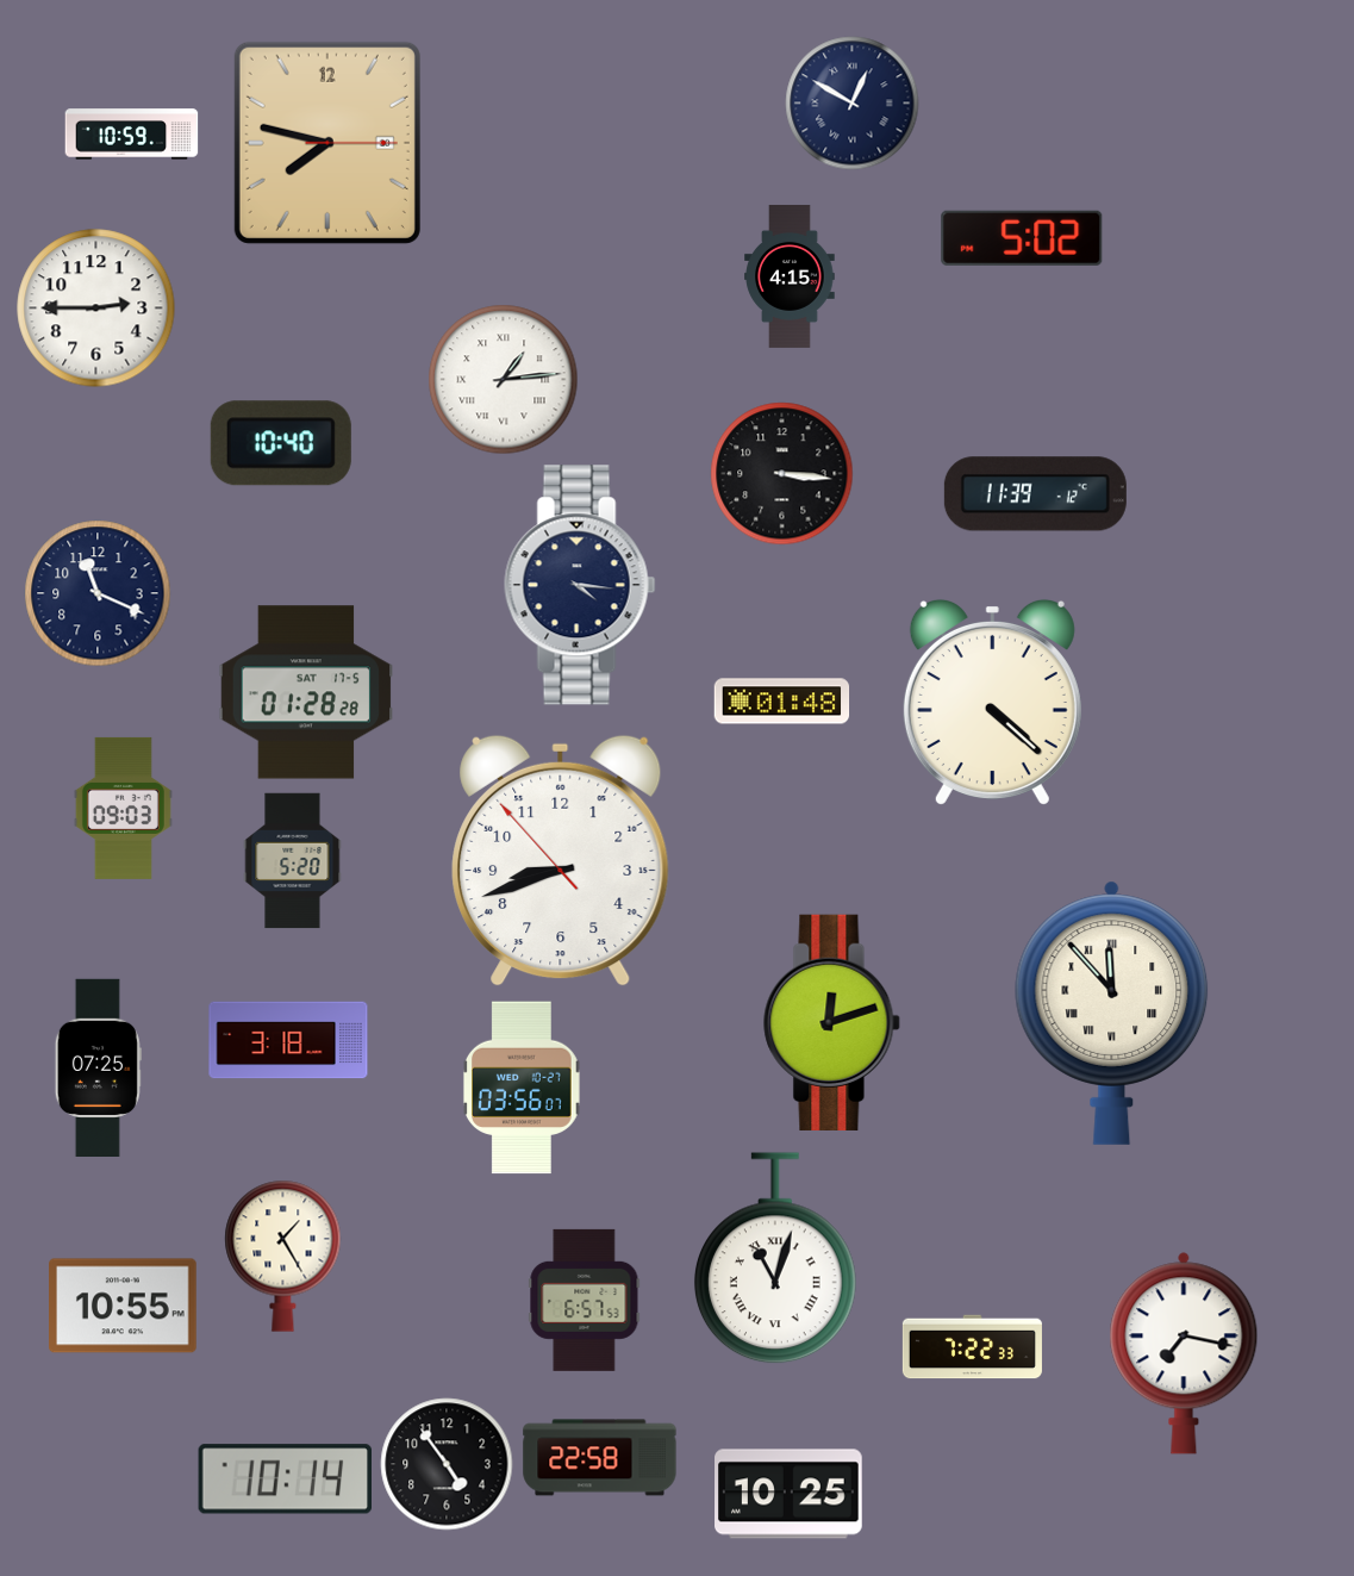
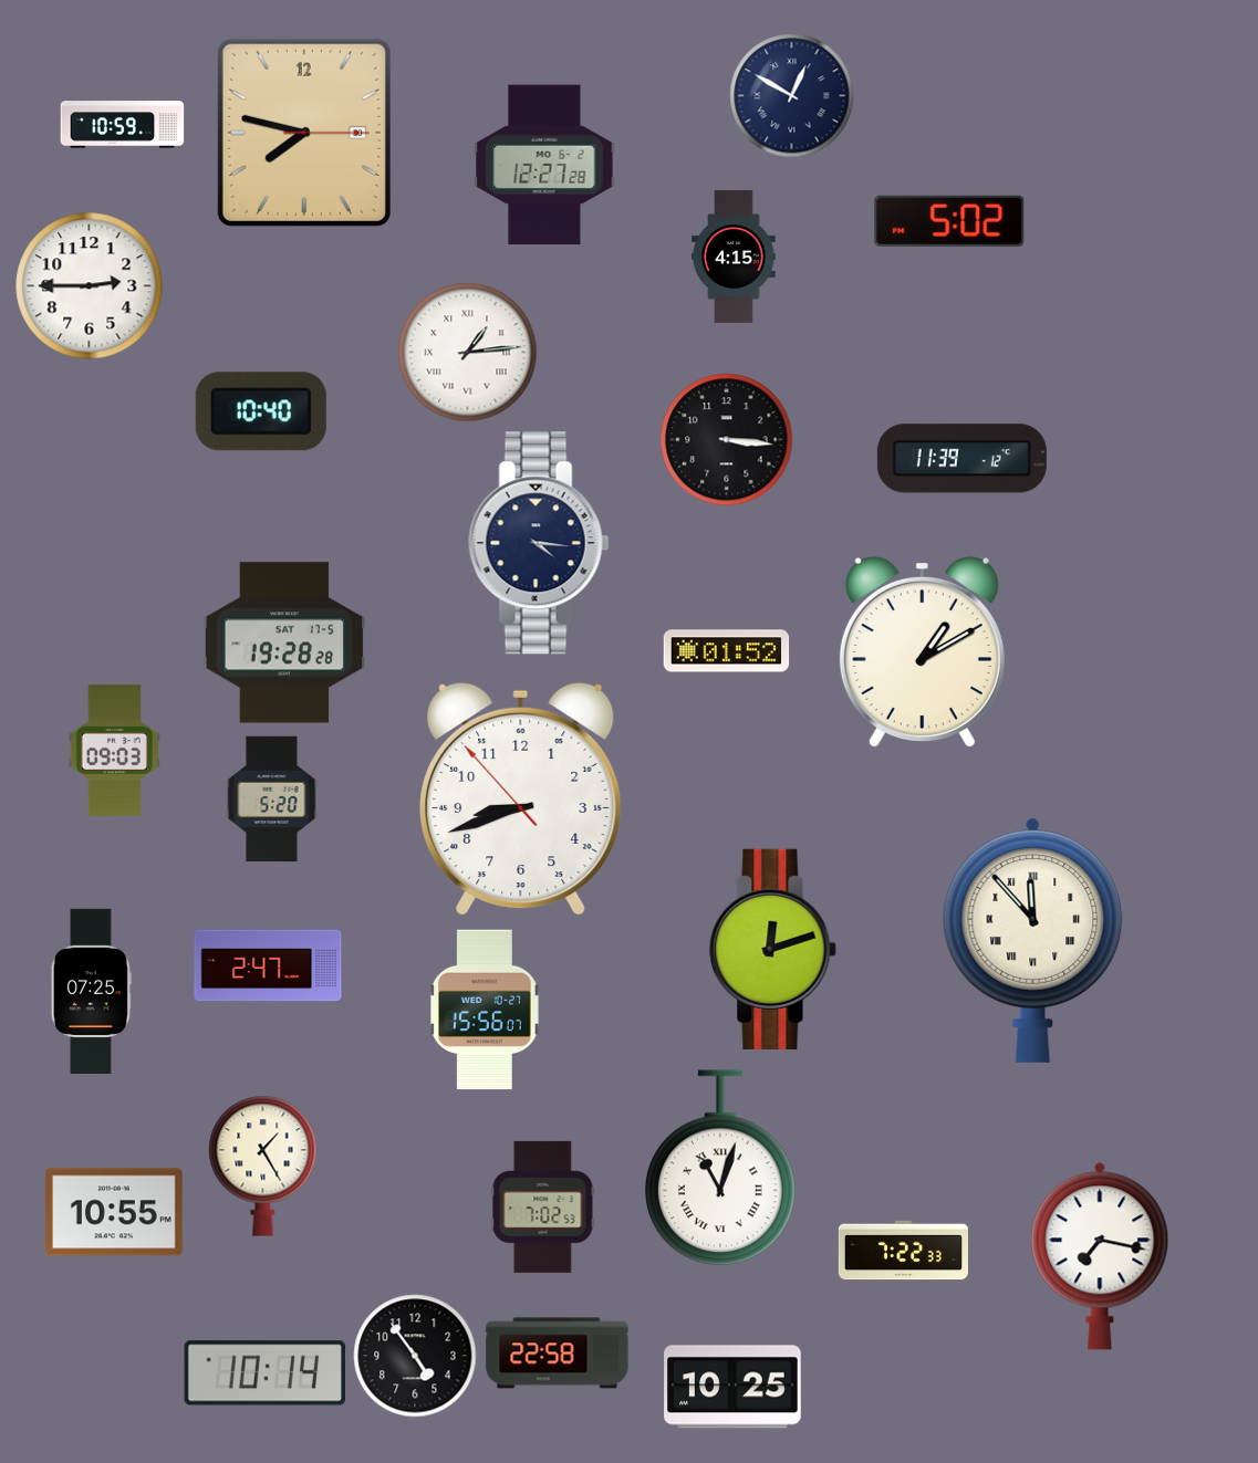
clock at (544, 165): none -> 12:27
clock at (98, 593): 11:19 -> none
clock at (306, 692): 01:28 -> 19:28
clock at (782, 702): 01:48 -> 01:52
clock at (992, 702): 4:22 -> 1:10
clock at (288, 1040): 3:18 -> 2:47
clock at (522, 1088): 03:56 -> 15:56
clock at (585, 1300): 6:57 -> 7:02
clock at (447, 1464) position: (447, 1464) -> (415, 1356)
